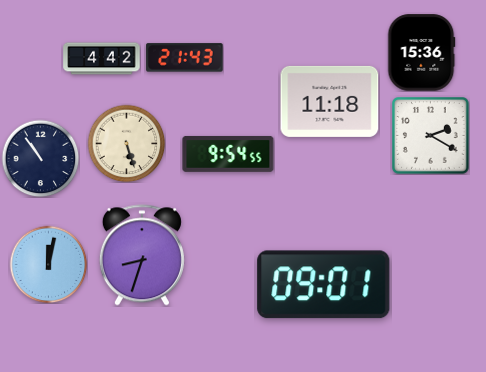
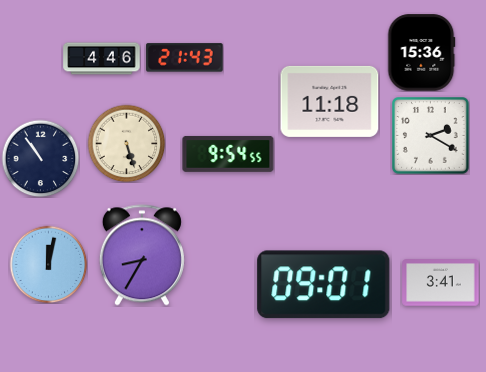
clock at (102, 59): 4:42 -> 4:46
clock at (142, 255): 8:33 -> 8:35
clock at (441, 283): none -> 3:41
